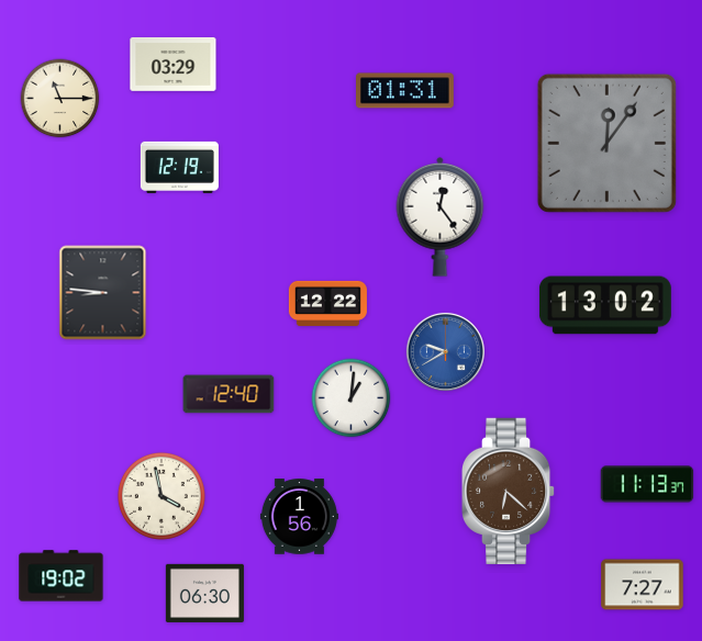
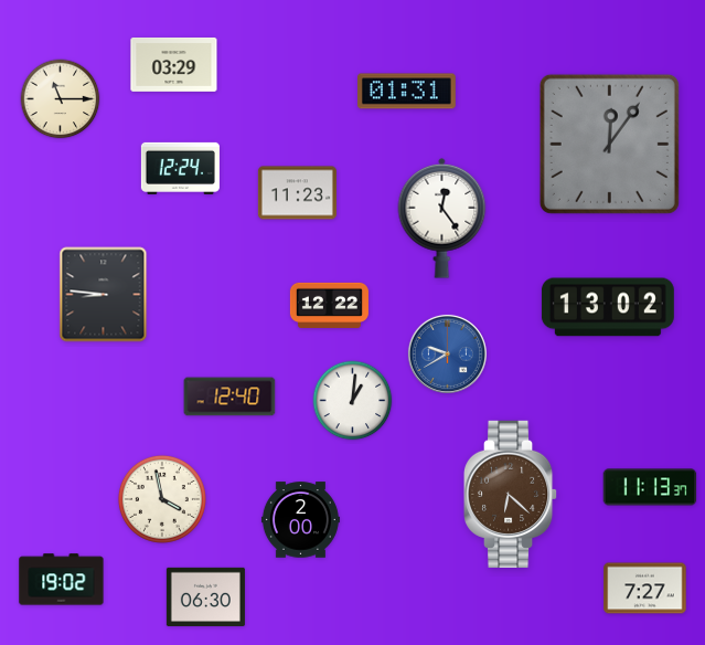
clock at (179, 167): 12:19 -> 12:24
clock at (297, 193): none -> 11:23
clock at (299, 517): 1:56 -> 2:00
